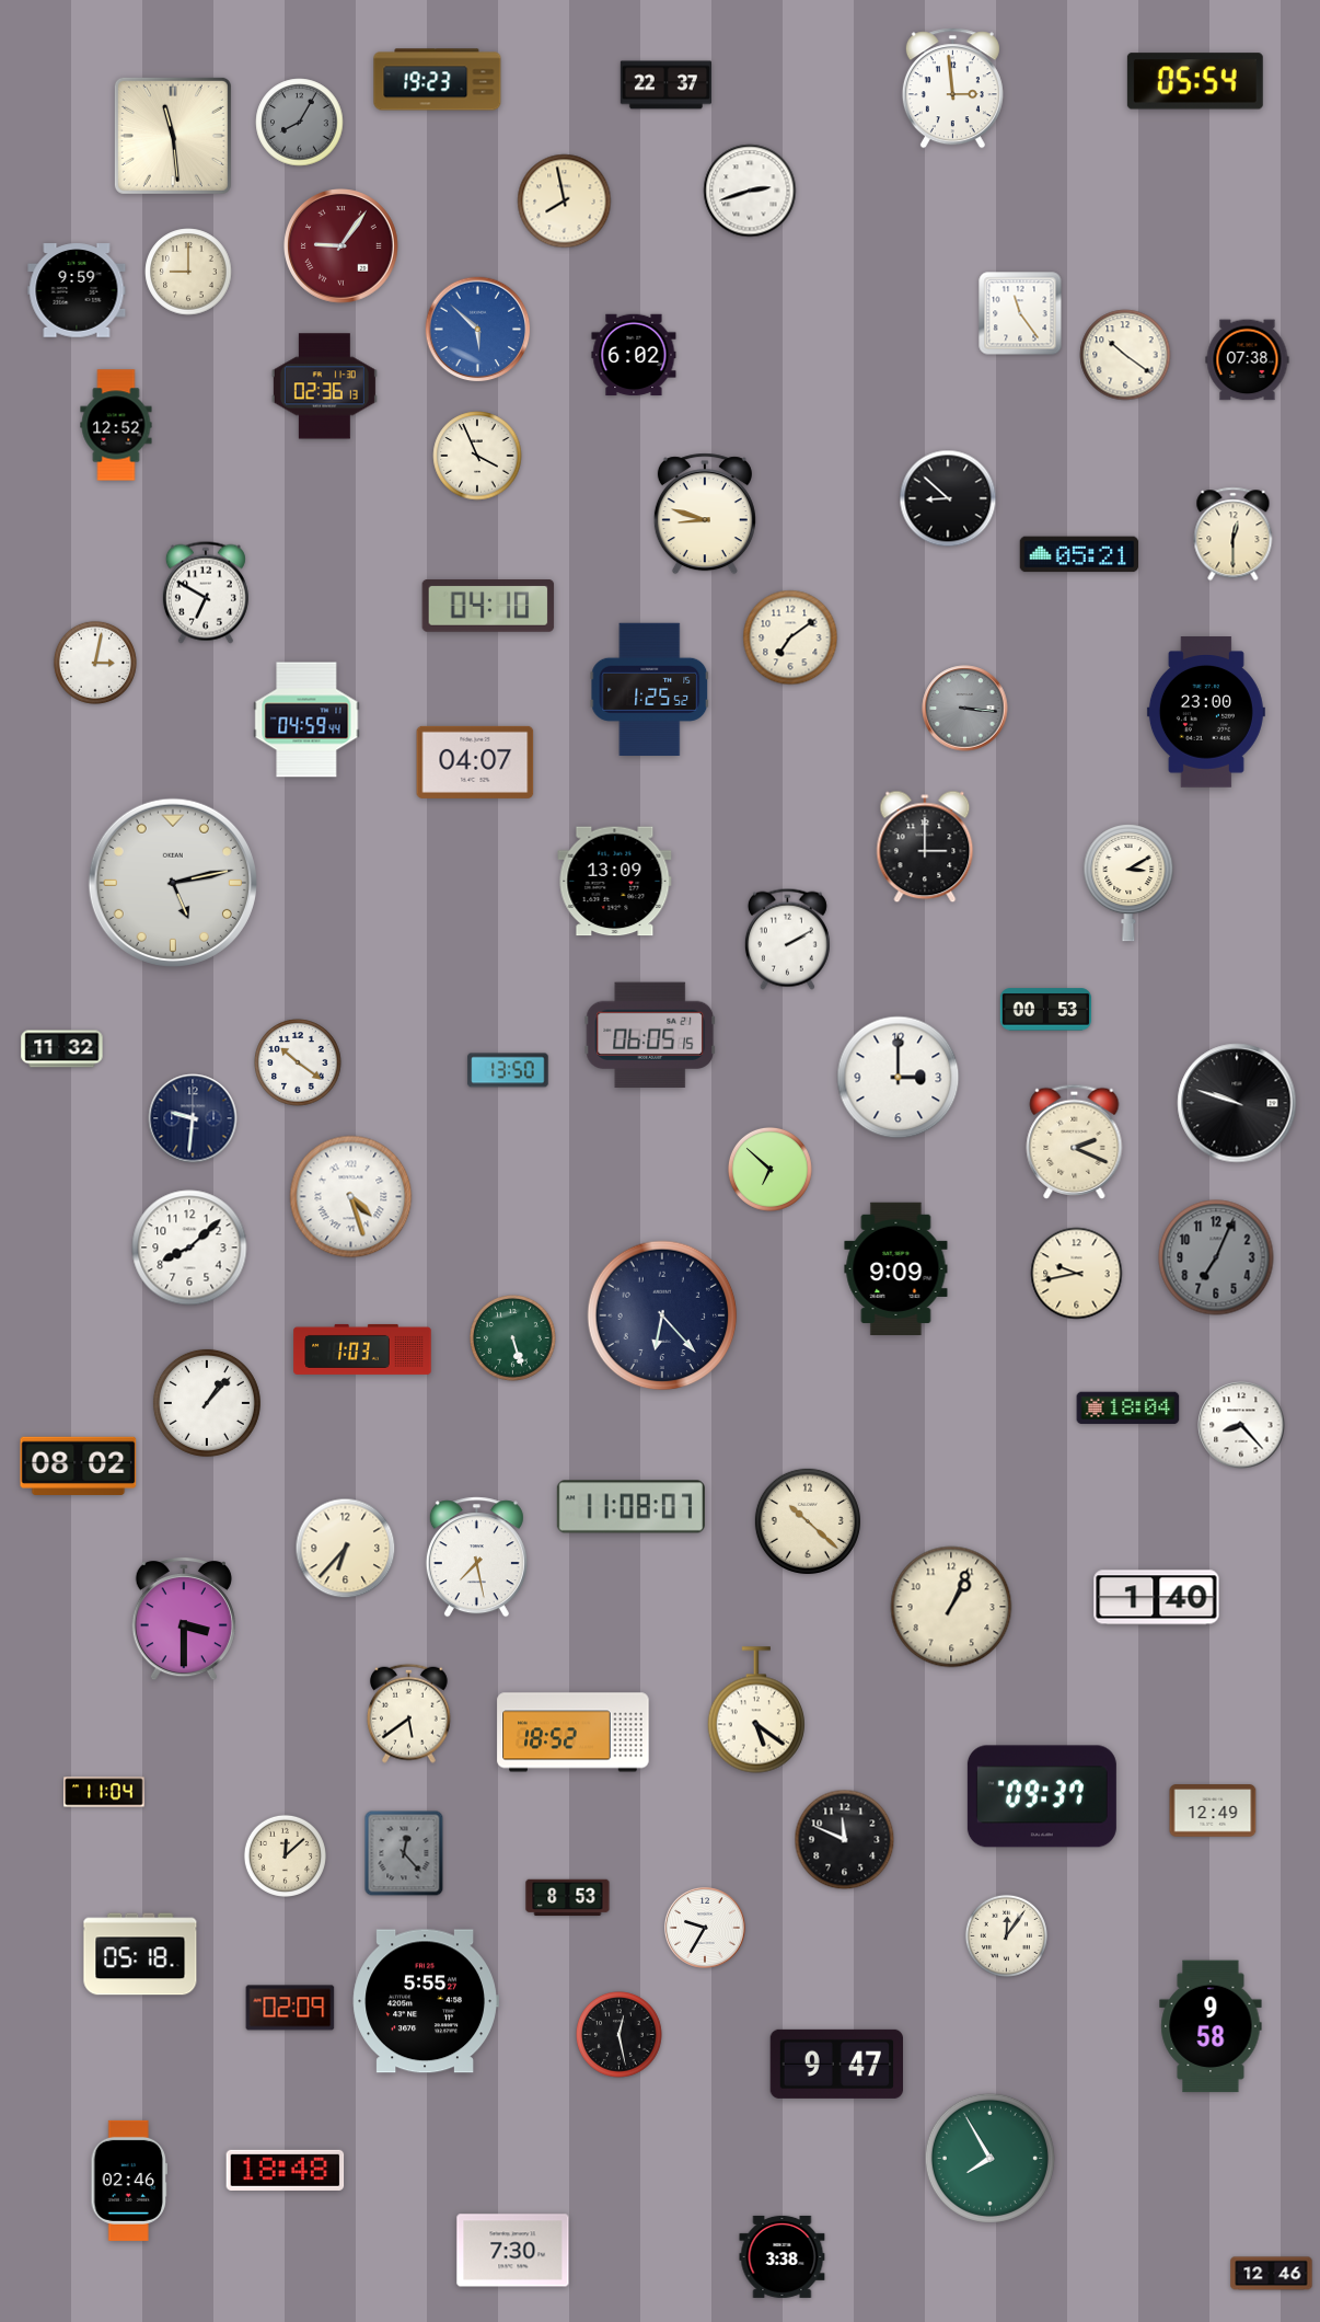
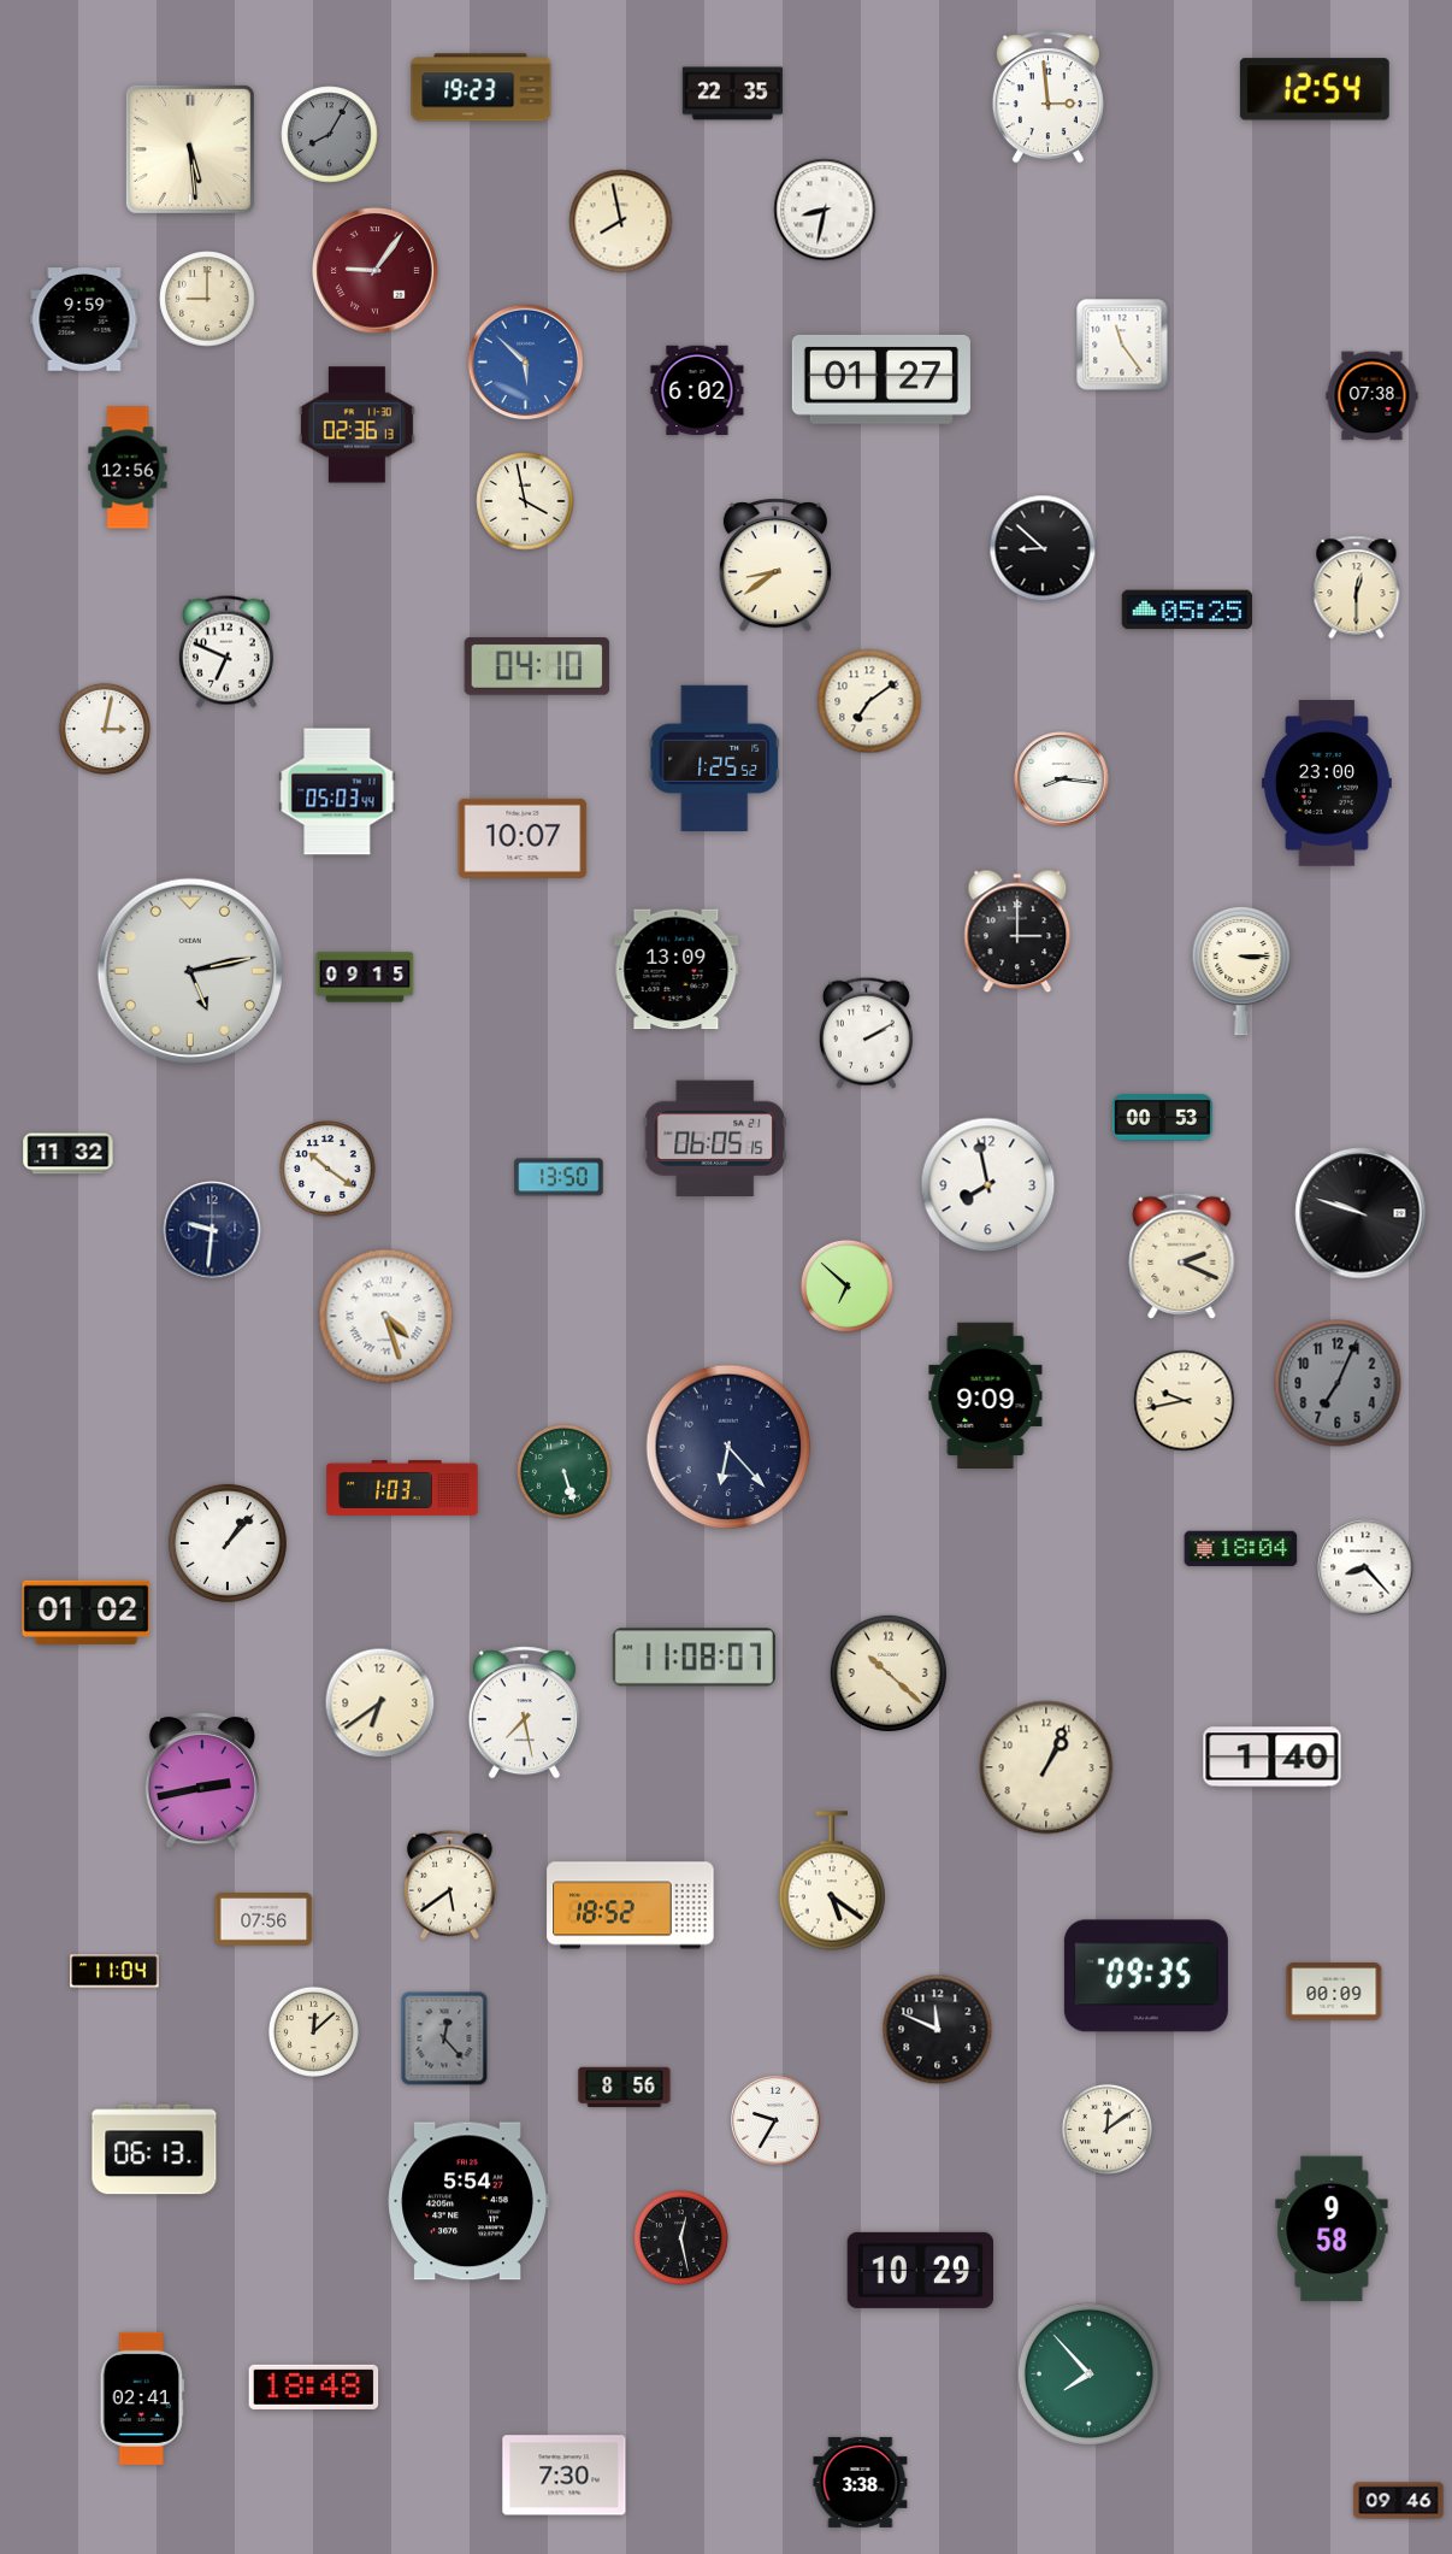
clock at (1195, 81): 05:54 -> 12:54
clock at (665, 85): 22:37 -> 22:35
clock at (173, 136): 11:29 -> 5:29
clock at (750, 191): 2:42 -> 8:32
clock at (881, 379): none -> 01:27
clock at (1125, 355): 10:21 -> none
clock at (116, 425): 12:52 -> 12:56
clock at (477, 456): 3:56 -> 3:58
clock at (705, 514): 8:48 -> 8:39
clock at (1078, 554): 05:21 -> 05:25
clock at (206, 593): 6:50 -> 6:49
clock at (965, 709): 3:16 -> 8:16
clock at (965, 709) dial: grey -> white
clock at (306, 720): 04:59 -> 05:03
clock at (475, 762): 04:07 -> 10:07
clock at (1128, 884): 3:10 -> 3:15
clock at (365, 977): none -> 09:15
clock at (1045, 1010) position: (1045, 1010) -> (1162, 1118)
clock at (899, 1078): 3:00 -> 7:58
clock at (189, 1248): 8:08 -> none
clock at (362, 1349) position: (362, 1349) -> (402, 1488)
clock at (79, 1465): 08:02 -> 01:02
clock at (346, 1549): 6:37 -> 6:39
clock at (184, 1619): 3:30 -> 2:43
clock at (264, 1919): none -> 07:56
clock at (1042, 1796): 09:37 -> 09:35
clock at (1213, 1811): 12:49 -> 00:09
clock at (845, 1840) position: (845, 1840) -> (938, 2030)
clock at (285, 1855) position: (285, 1855) -> (313, 2031)
clock at (568, 1898): 8:53 -> 8:56
clock at (1006, 1935): 12:06 -> 12:09
clock at (140, 1954): 05:18 -> 06:13
clock at (426, 2001): 5:55 -> 5:54
clock at (290, 2008): 02:09 -> none
clock at (836, 2064): 9:47 -> 10:29
clock at (989, 2158): 7:55 -> 7:53
clock at (128, 2181): 02:46 -> 02:41
clock at (1272, 2274): 12:46 -> 09:46
